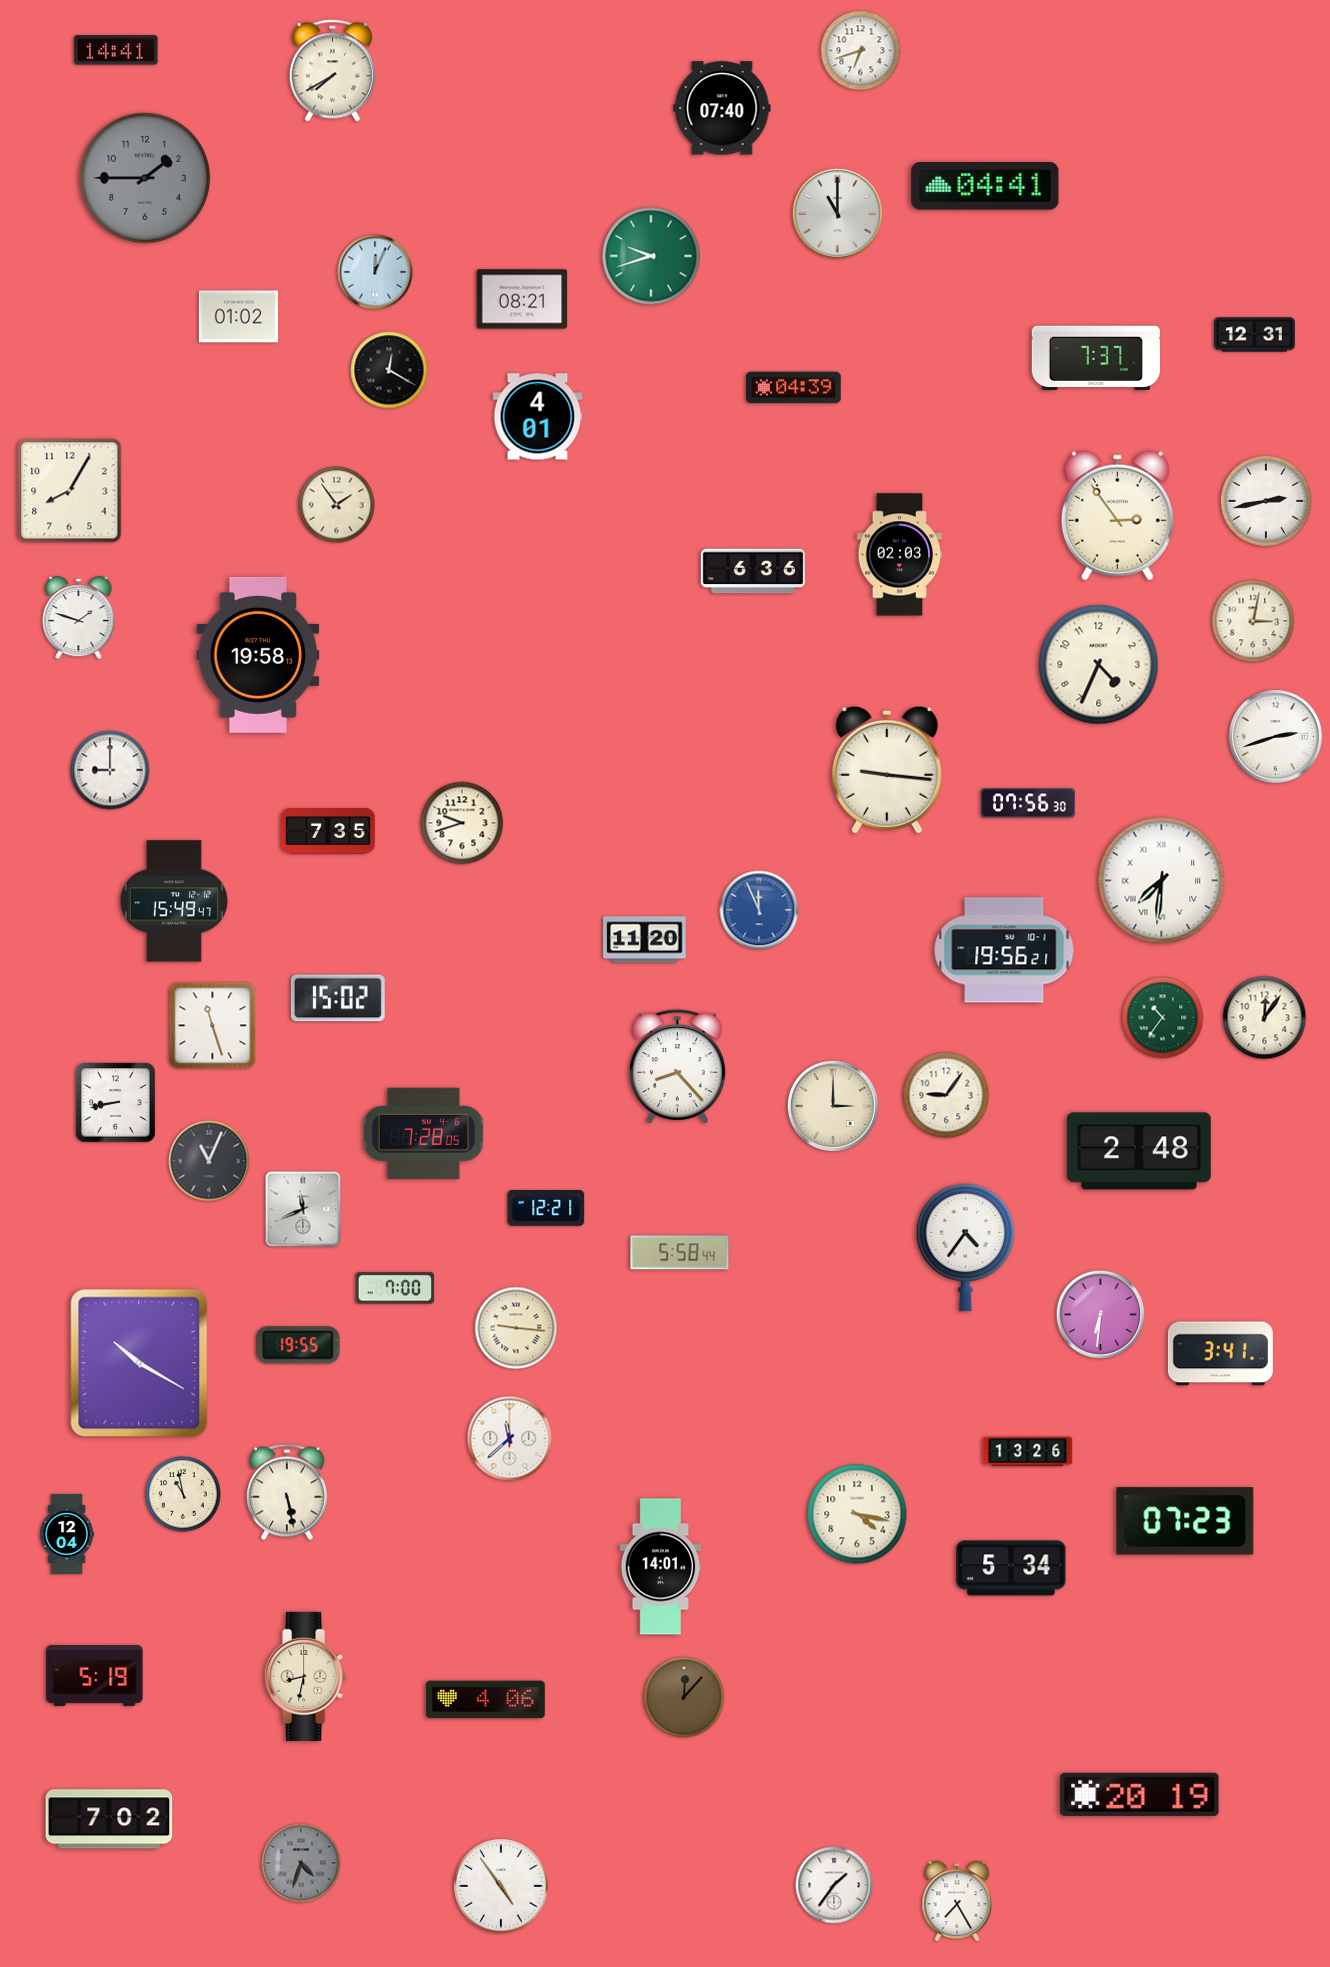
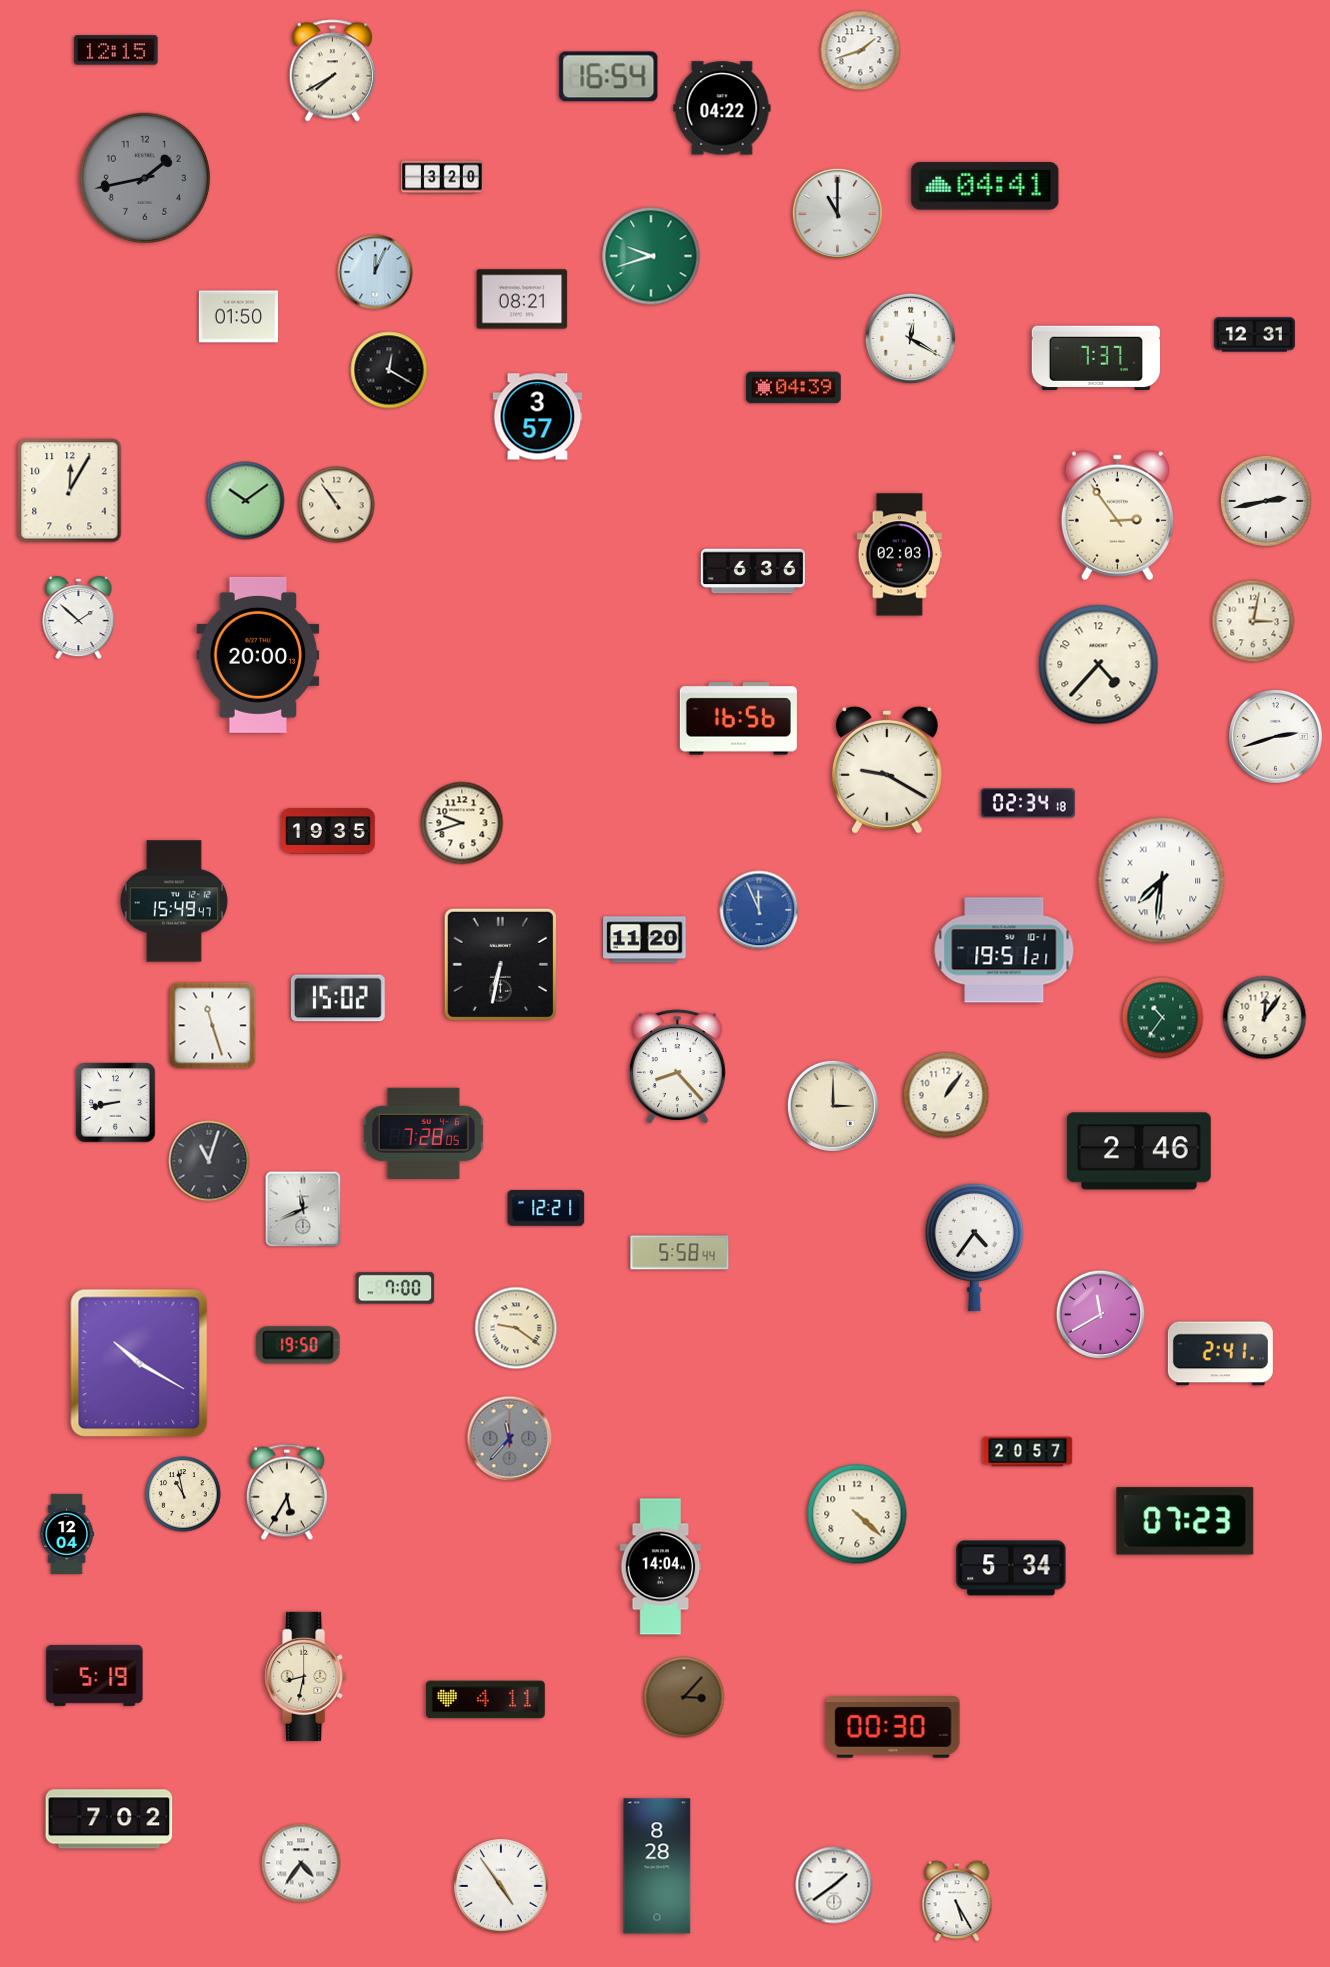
clock at (116, 50): 14:41 -> 12:15
clock at (861, 51): 6:42 -> 1:42
clock at (609, 77): none -> 16:54
clock at (722, 108): 07:40 -> 04:22
clock at (442, 177): none -> 3:20
clock at (145, 178): 1:45 -> 1:43
clock at (238, 317): 01:02 -> 01:50
clock at (910, 338): none -> 12:20
clock at (538, 417): 4:01 -> 3:57
clock at (70, 491): 8:05 -> 12:05
clock at (246, 501): none -> 10:09
clock at (337, 505): 1:54 -> 10:54
clock at (79, 618): 1:48 -> 1:52
clock at (258, 655): 19:58 -> 20:00
clock at (1099, 665): 4:34 -> 4:37
clock at (738, 719): none -> 16:56
clock at (110, 770): 9:00 -> none
clock at (887, 770): 9:16 -> 9:20
clock at (1028, 803): 07:56 -> 02:34
clock at (328, 831): 7:35 -> 19:35
clock at (1004, 950): 19:56 -> 19:51
clock at (500, 964): none -> 6:32
clock at (946, 1095): 9:06 -> 1:06
clock at (1139, 1151): 2:48 -> 2:46
clock at (209, 1161): 11:04 -> 11:03
clock at (965, 1247) position: (965, 1247) -> (974, 1247)
clock at (1101, 1315): 6:31 -> 11:40
clock at (516, 1328): 9:16 -> 9:21
clock at (298, 1345): 19:55 -> 19:50
clock at (1220, 1354): 3:41 -> 2:41
clock at (510, 1439): 11:38 -> 11:37
clock at (510, 1439) dial: white -> grey
clock at (1028, 1452): 13:26 -> 20:57
clock at (287, 1492): 5:28 -> 5:35
clock at (857, 1514): 4:17 -> 4:22
clock at (661, 1567): 14:01 -> 14:04
clock at (684, 1697): 12:07 -> 3:07
clock at (486, 1700): 4:06 -> 4:11
clock at (893, 1727): none -> 00:30
clock at (1140, 1794): 20:19 -> none
clock at (301, 1863): 4:33 -> 4:36
clock at (301, 1863) dial: grey -> white
clock at (657, 1866): none -> 8:28
clock at (834, 1885): 1:36 -> 1:39
clock at (957, 1901): 7:25 -> 5:25
